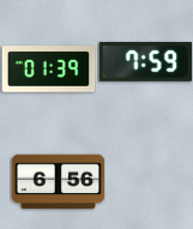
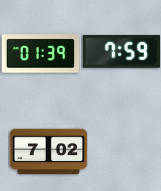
clock at (48, 70) position: (48, 70) -> (40, 54)
clock at (58, 182): 6:56 -> 7:02
